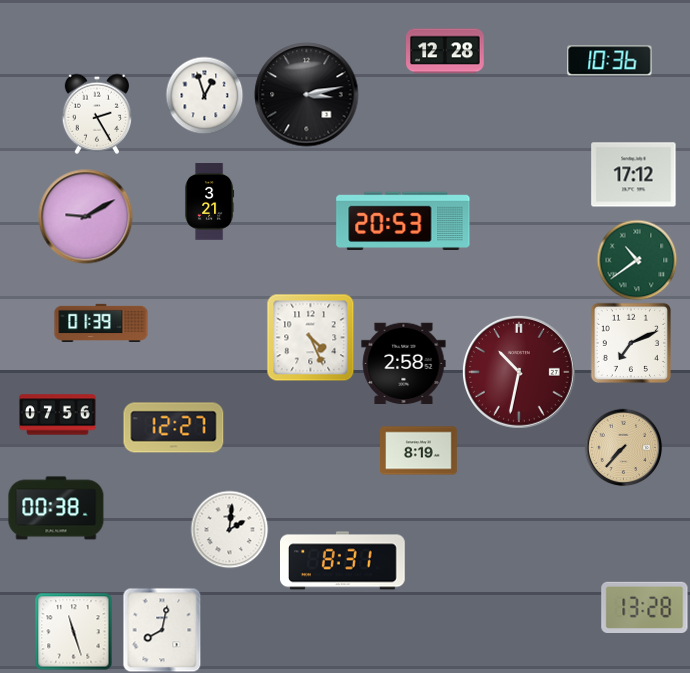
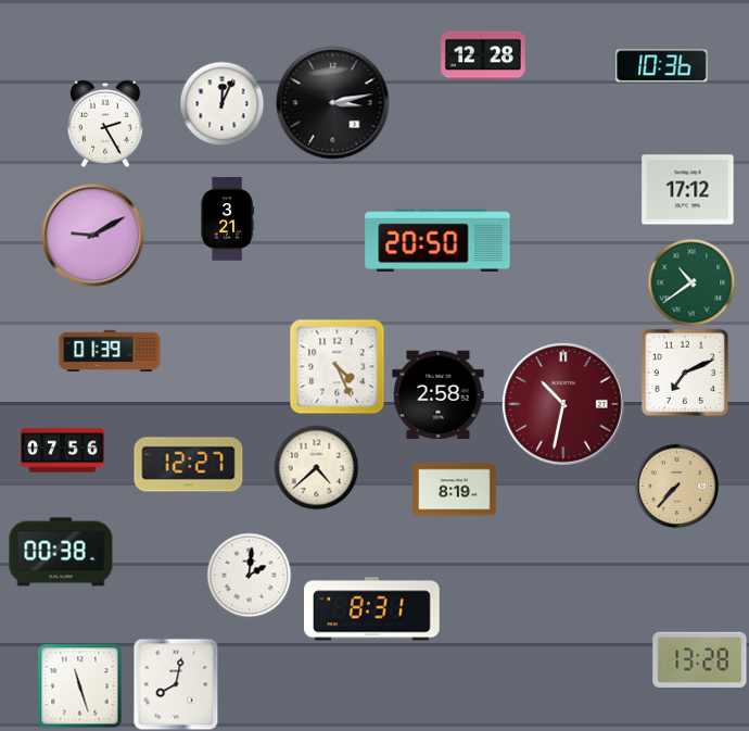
clock at (204, 95): 12:57 -> 12:04
clock at (403, 220): 20:53 -> 20:50
clock at (316, 467): none -> 4:38
